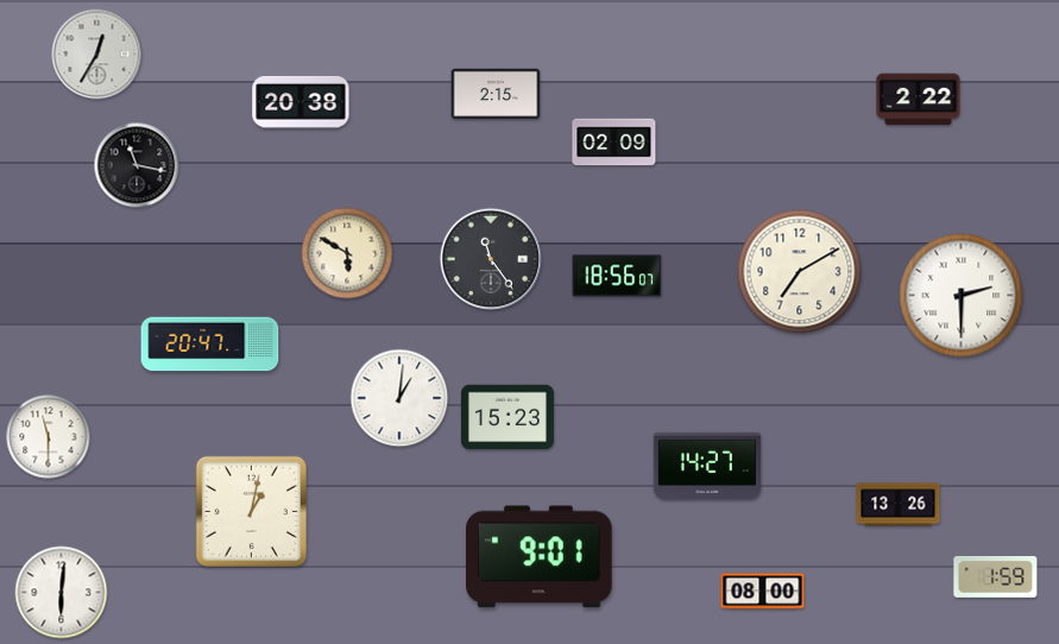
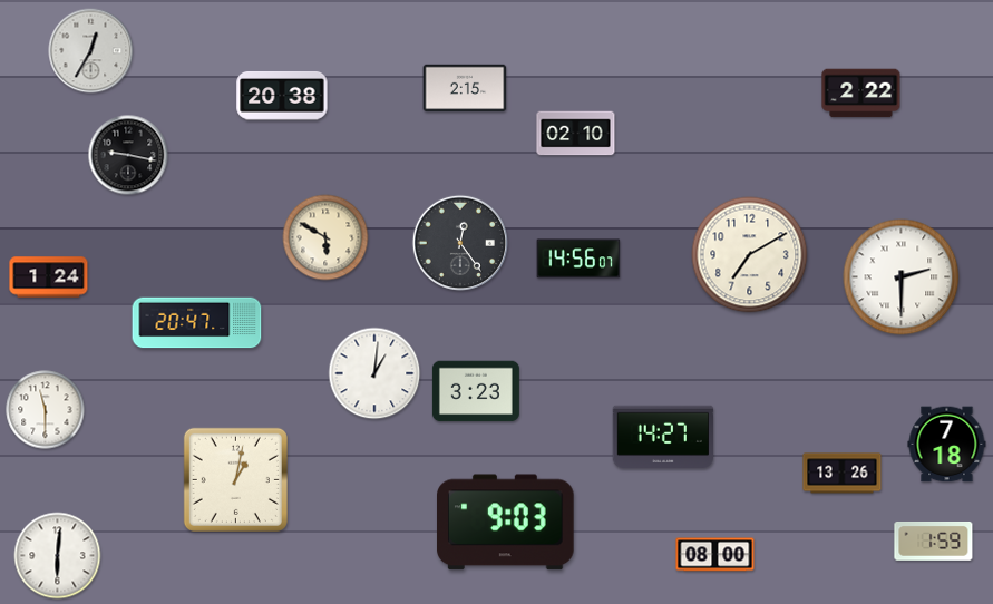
clock at (614, 143): 02:09 -> 02:10
clock at (137, 165): 11:17 -> 9:17
clock at (490, 258): 11:24 -> 12:24
clock at (617, 276): 18:56 -> 14:56
clock at (49, 277): none -> 1:24
clock at (508, 417): 15:23 -> 3:23
clock at (947, 445): none -> 7:18
clock at (540, 557): 9:01 -> 9:03
